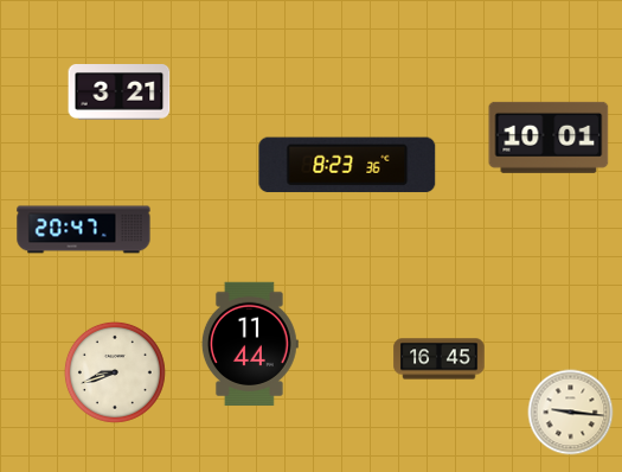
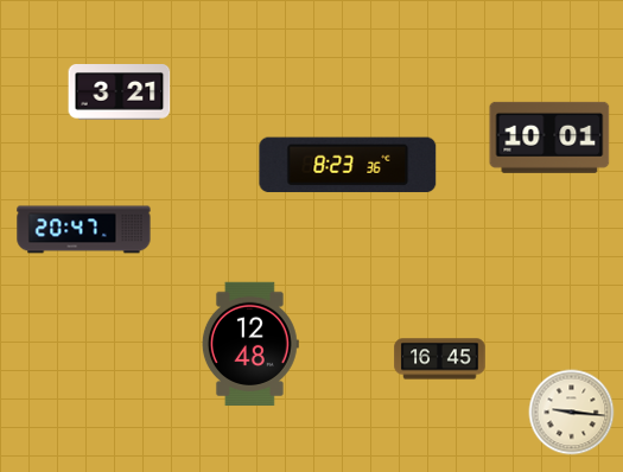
clock at (250, 344): 11:44 -> 12:48
clock at (115, 372): 8:42 -> none
